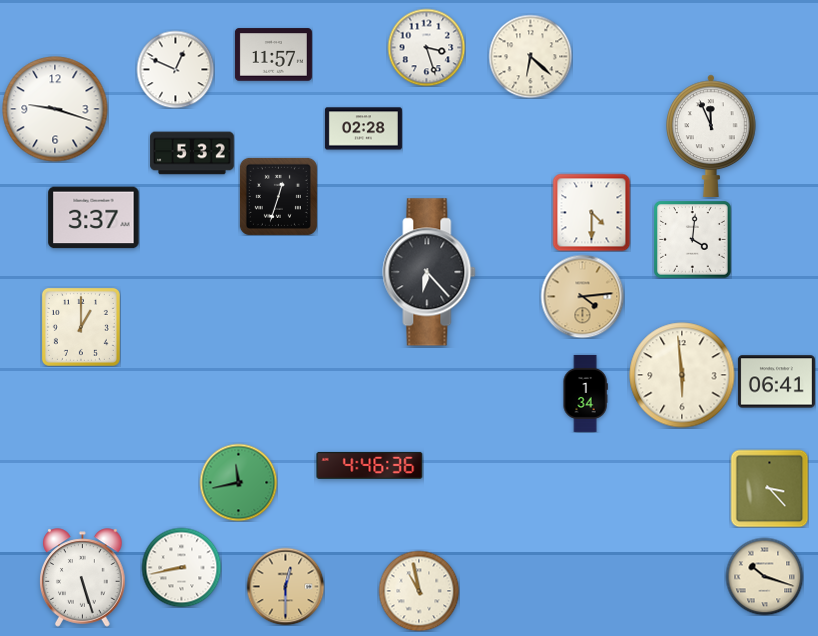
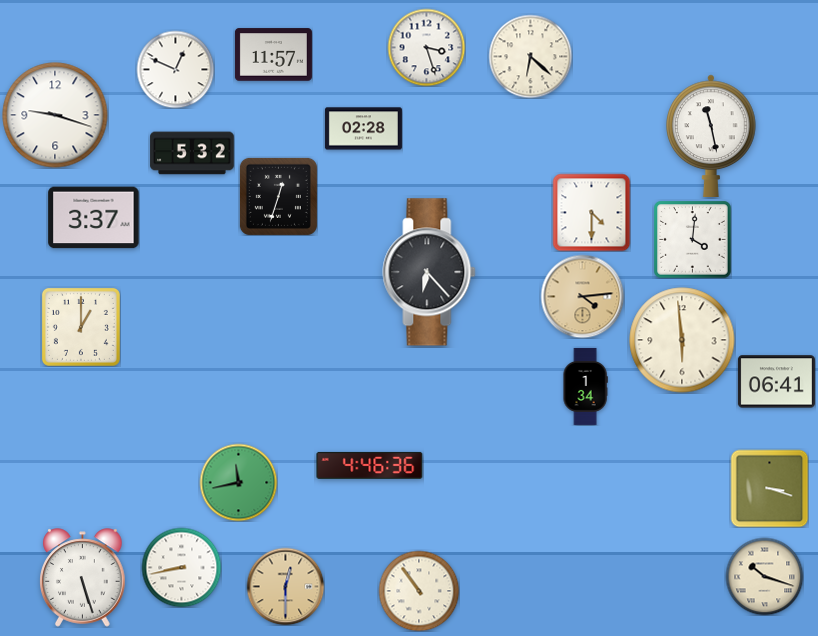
clock at (55, 109) position: (55, 109) -> (55, 115)
clock at (712, 136): 11:56 -> 11:28
clock at (682, 375) position: (682, 375) -> (682, 340)
clock at (585, 393) position: (585, 393) -> (585, 386)
clock at (769, 488): 3:23 -> 3:18
clock at (419, 591): 10:58 -> 10:54
